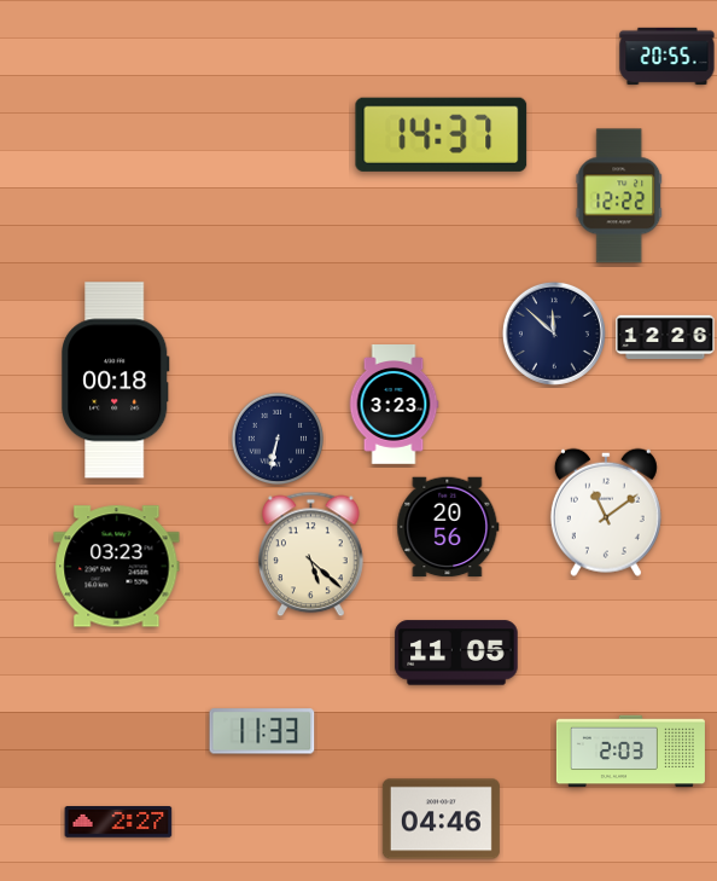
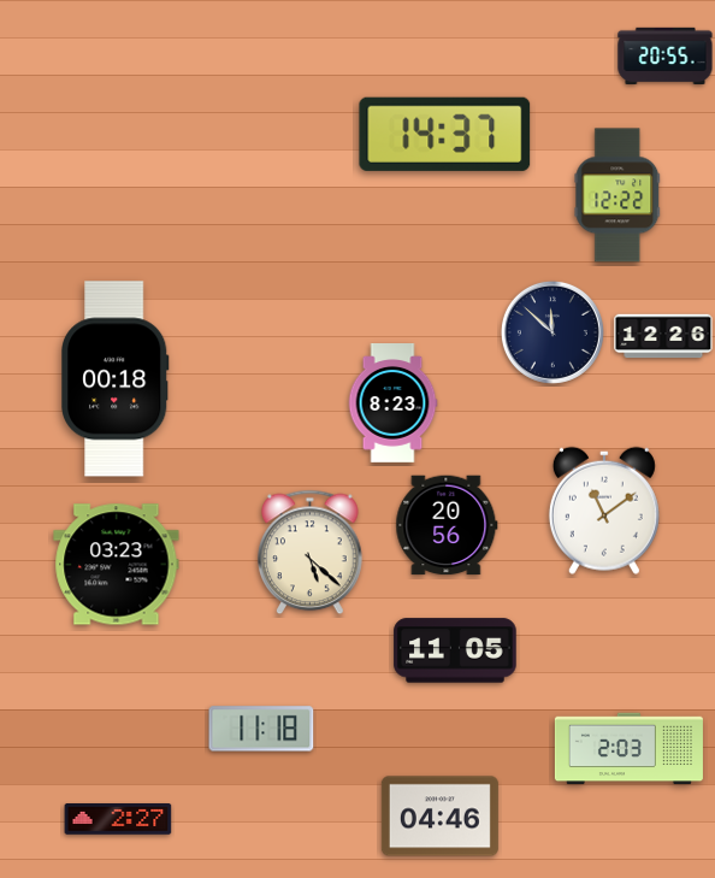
clock at (442, 134) position: (442, 134) -> (445, 134)
clock at (394, 405): 3:23 -> 8:23
clock at (278, 439): 6:32 -> none
clock at (262, 731): 11:33 -> 11:18
